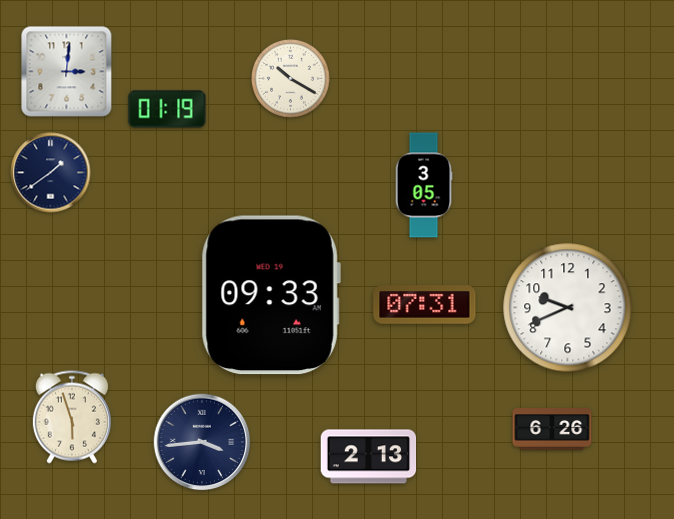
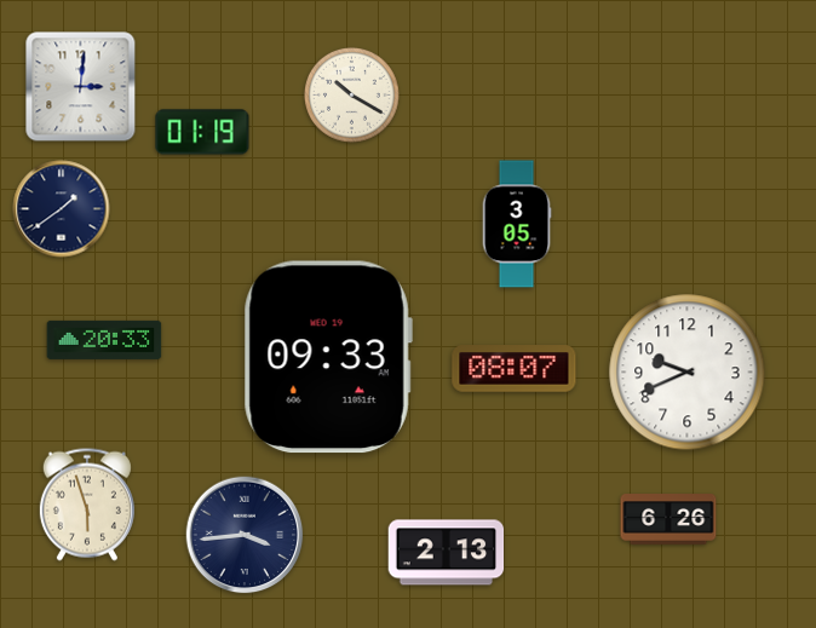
clock at (424, 185) position: (424, 185) -> (517, 224)
clock at (104, 340): none -> 20:33
clock at (425, 305): 07:31 -> 08:07
